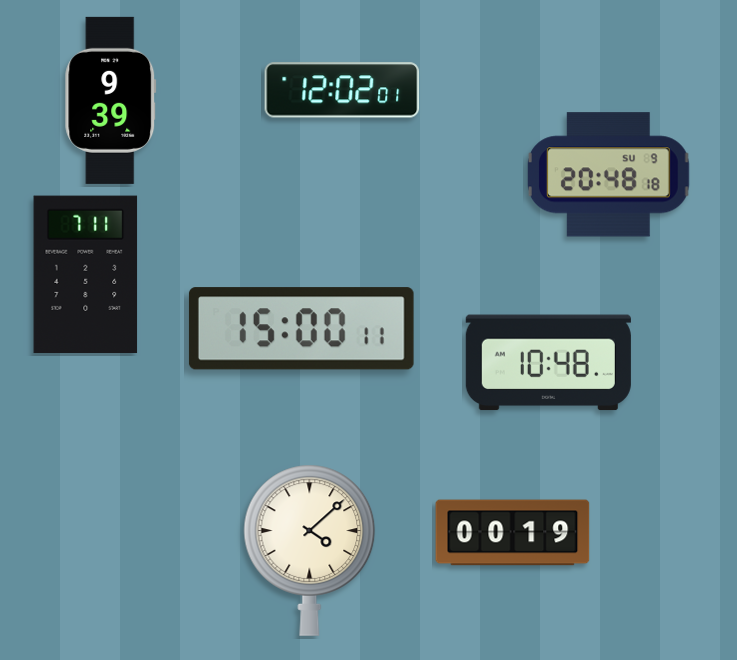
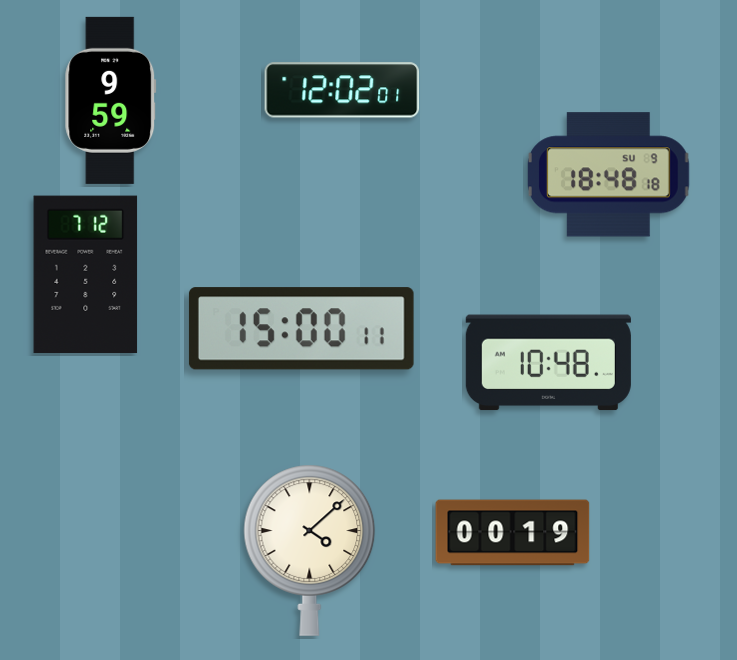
clock at (111, 100): 9:39 -> 9:59
clock at (608, 175): 20:48 -> 18:48
clock at (86, 275): 7:11 -> 7:12
